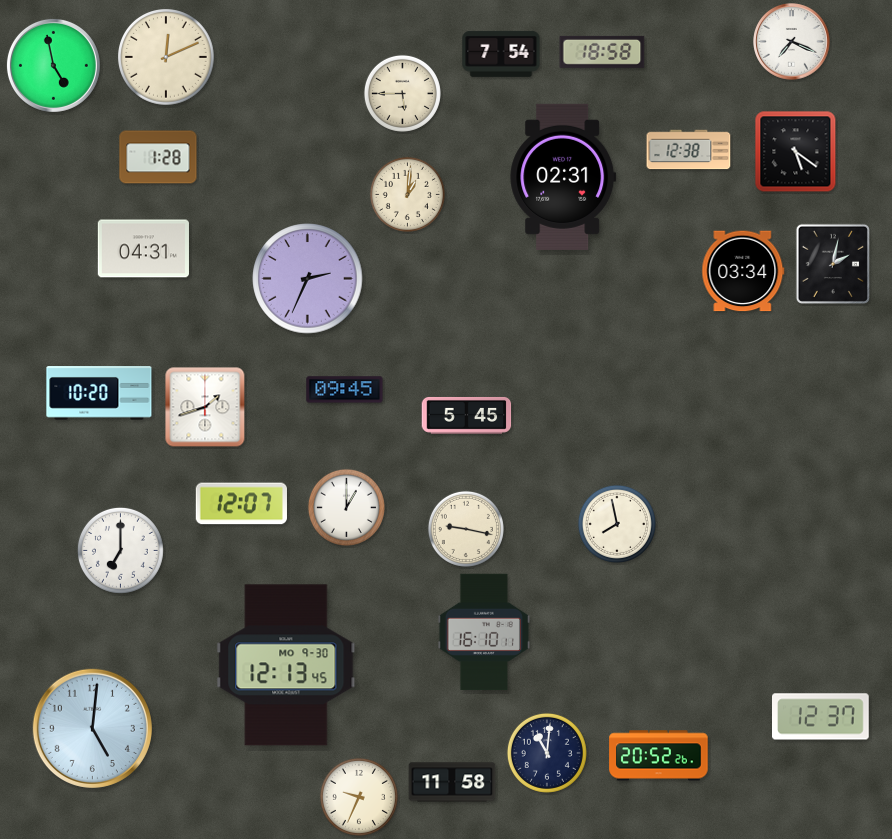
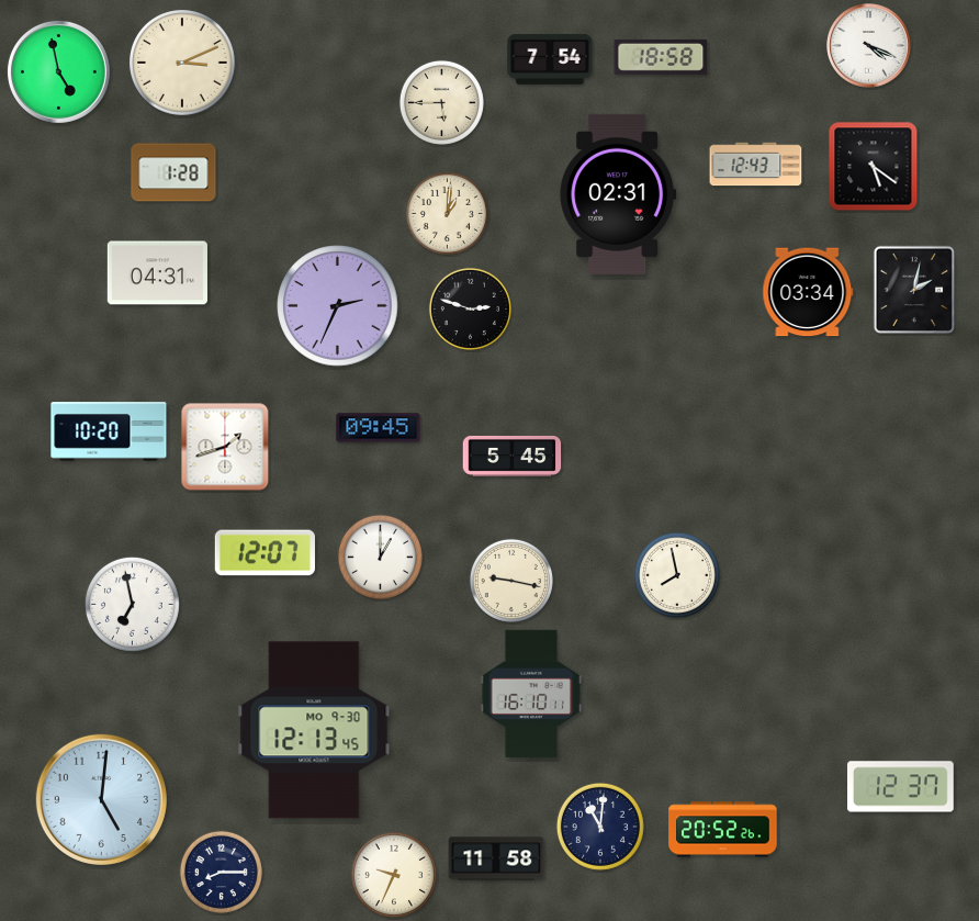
clock at (792, 42): 7:19 -> 4:19
clock at (167, 58): 12:11 -> 3:11
clock at (689, 150): 12:38 -> 12:43
clock at (743, 271) position: (743, 271) -> (808, 292)
clock at (470, 308): none -> 2:48
clock at (120, 550): 7:00 -> 6:58
clock at (221, 872): none -> 8:15
